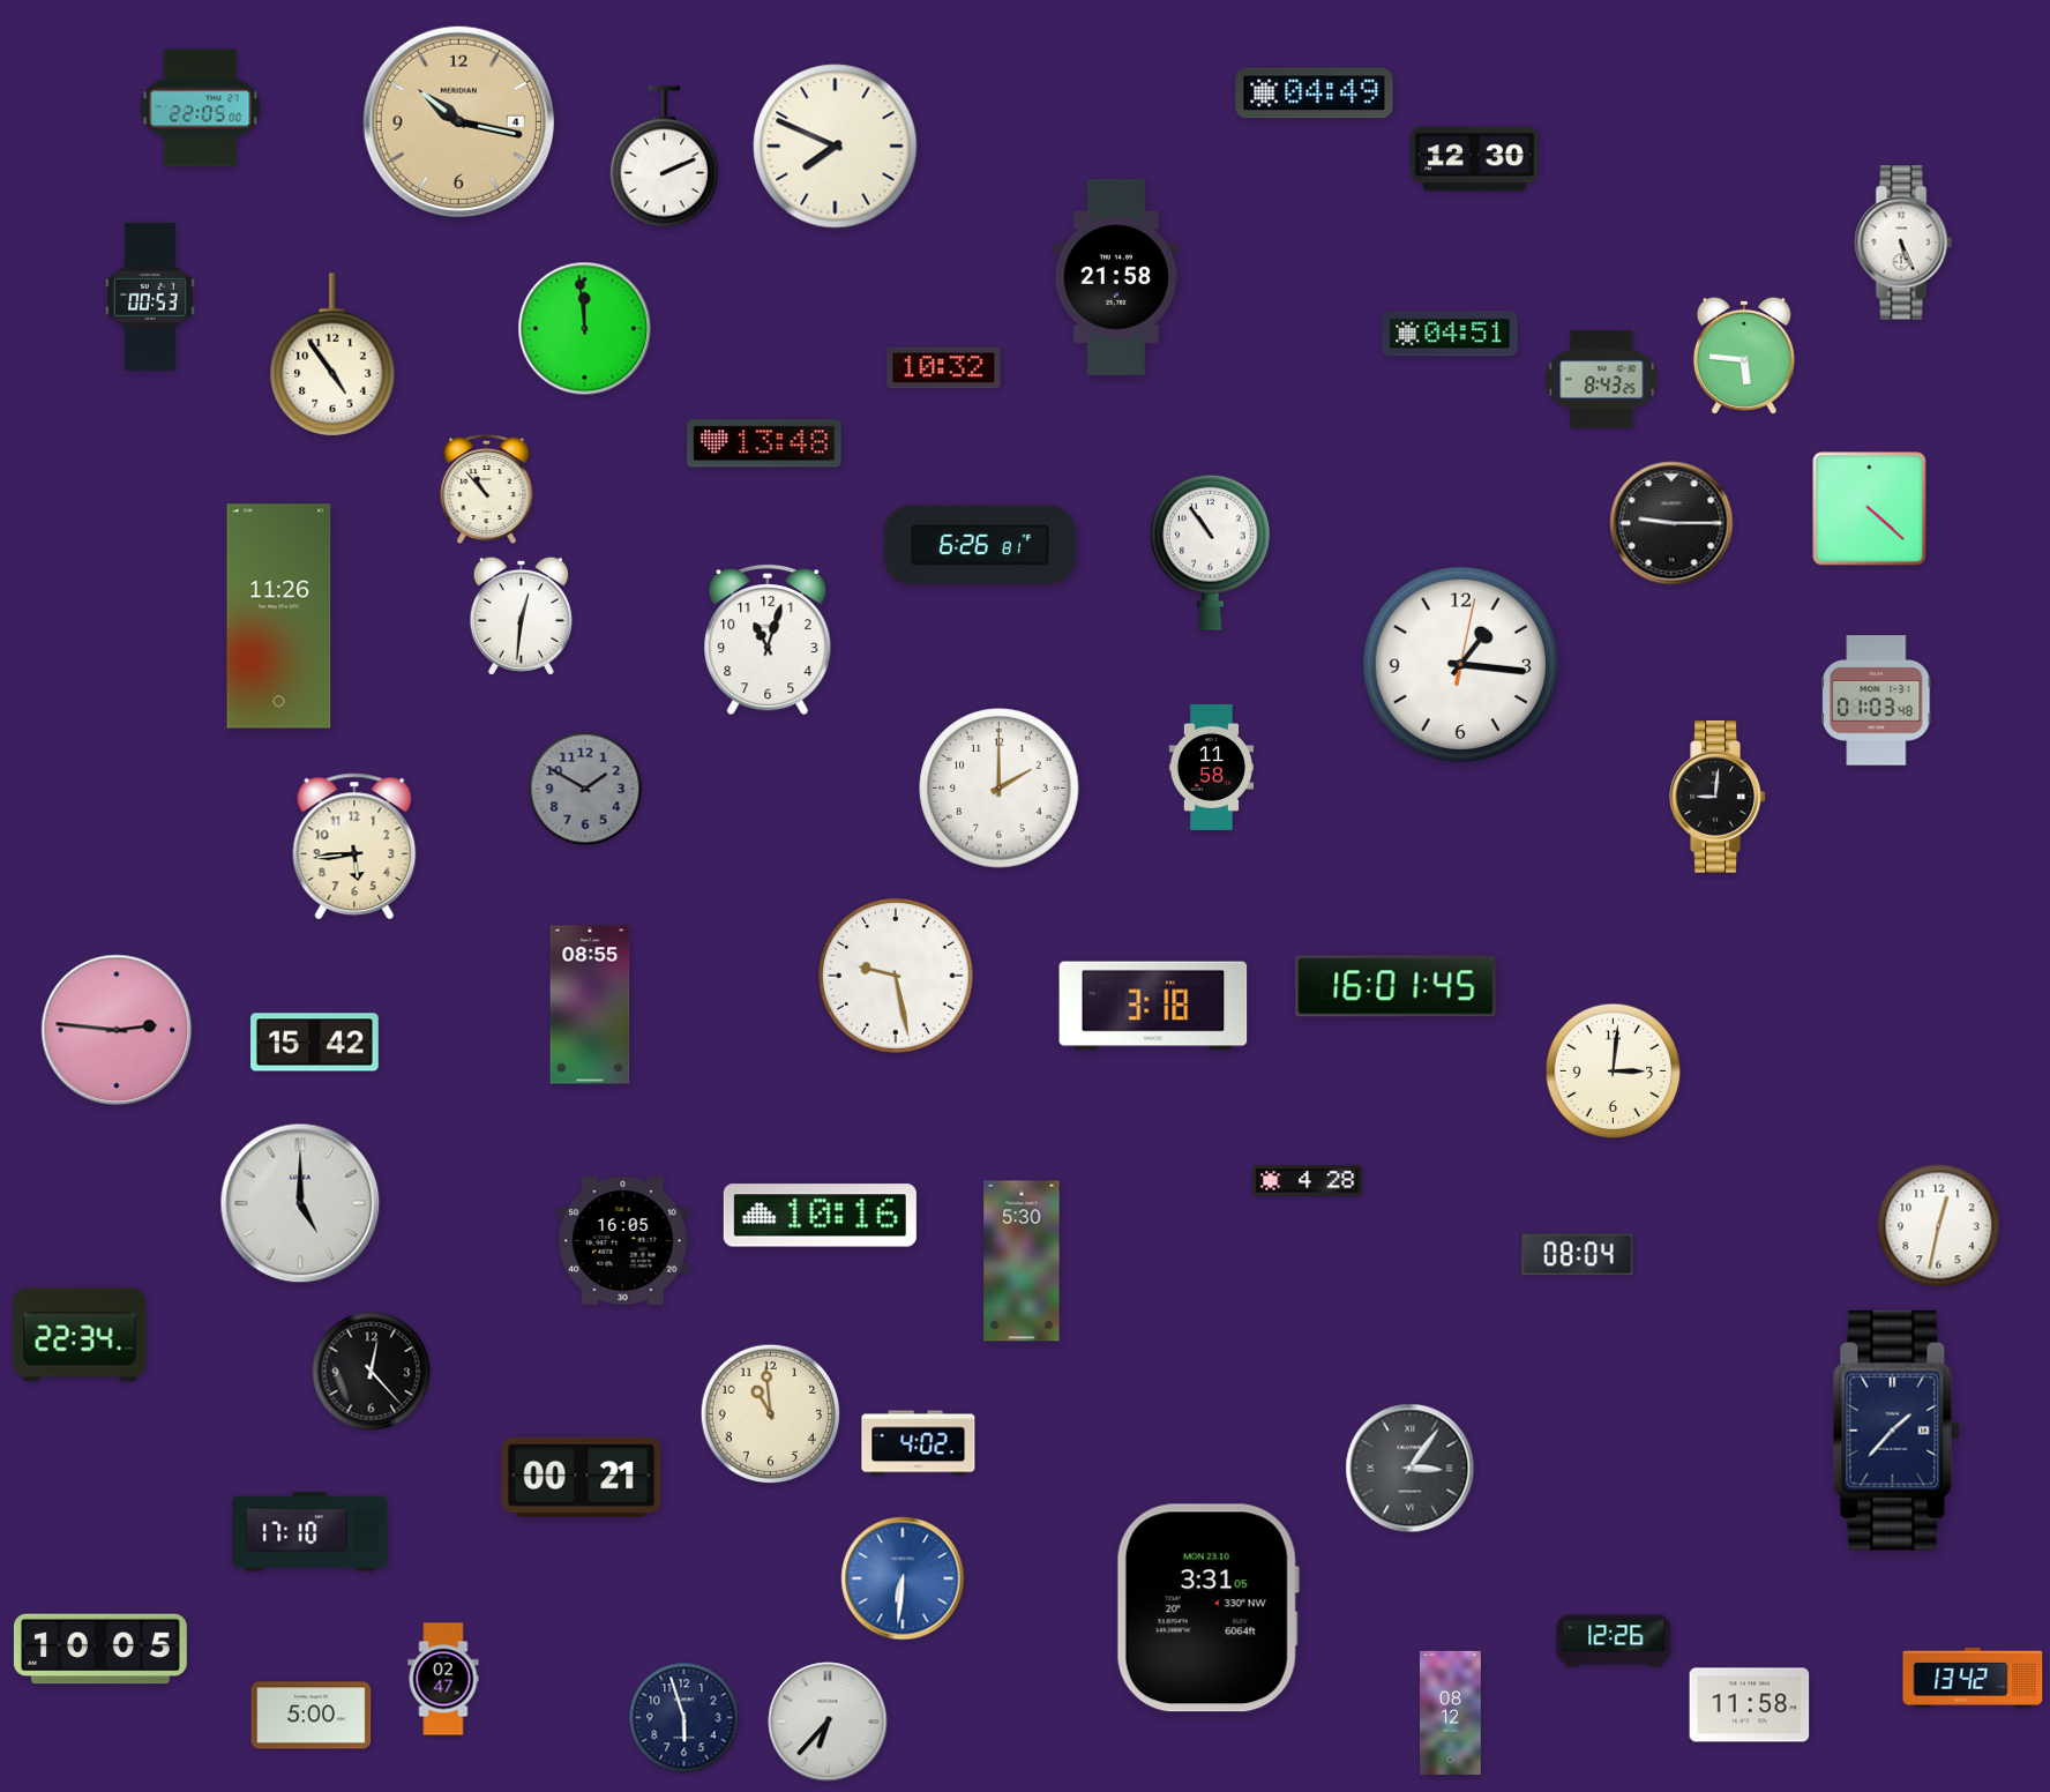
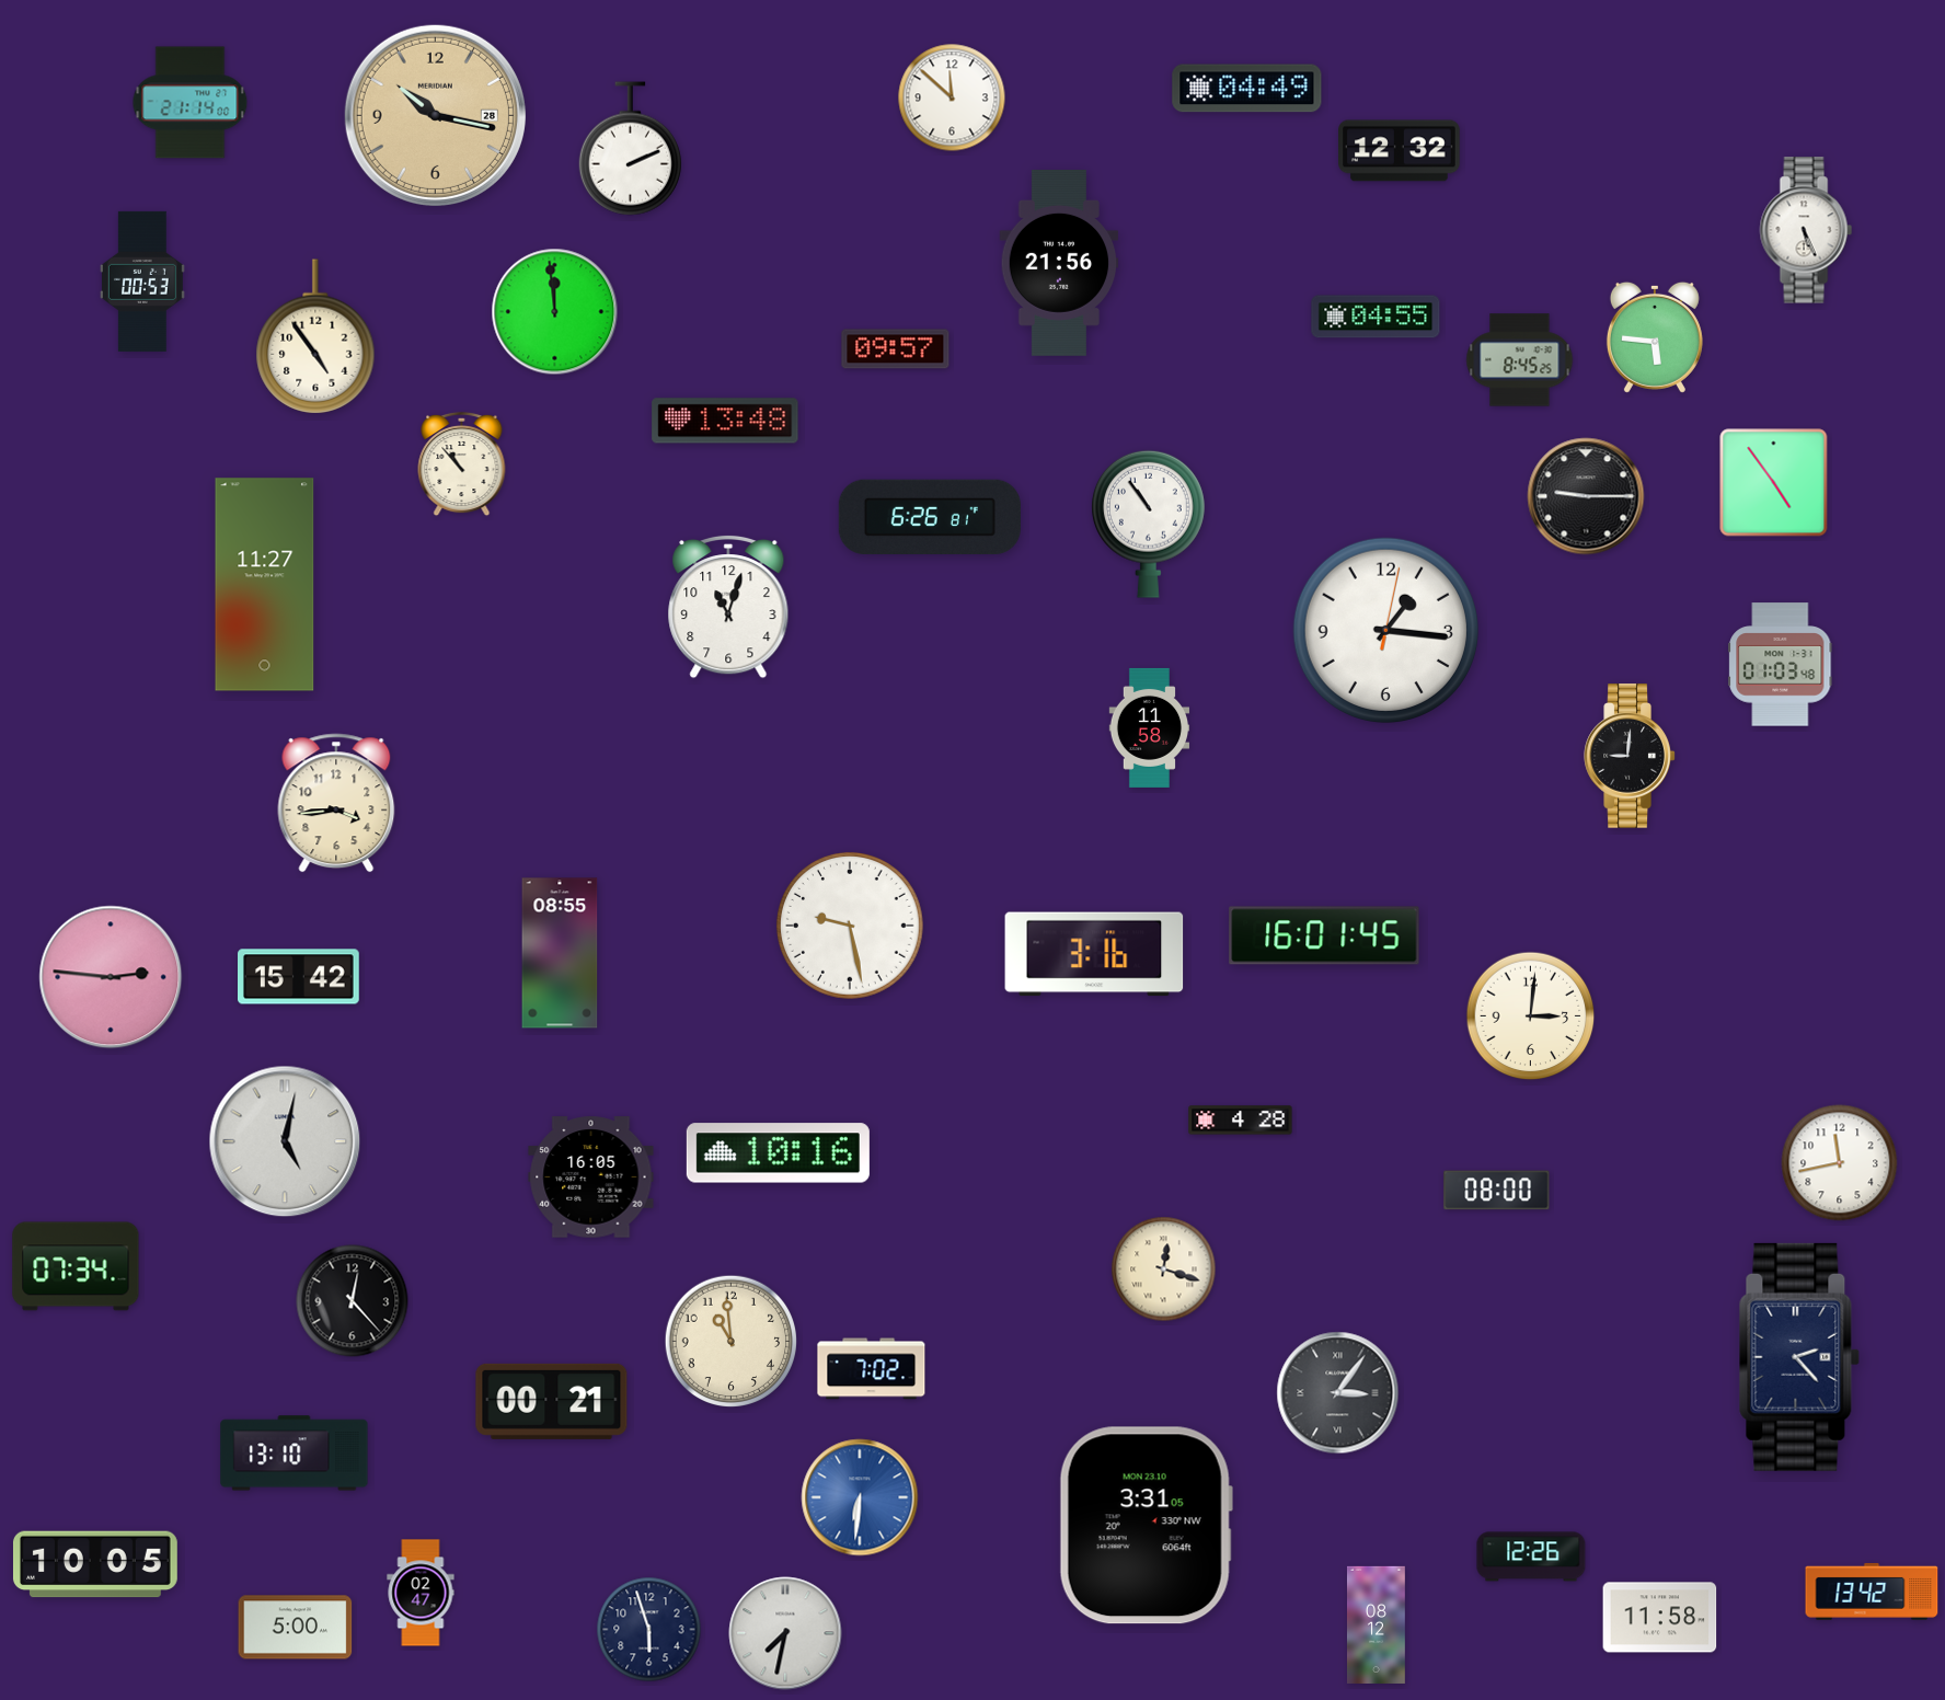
clock at (952, 97): none -> 11:52
clock at (201, 109): 22:05 -> 21:14
clock at (458, 121) date: 4 -> 28
clock at (836, 147): 7:49 -> none
clock at (1475, 159): 12:30 -> 12:32
clock at (1116, 278): 21:58 -> 21:56
clock at (1450, 334): 04:51 -> 04:55
clock at (944, 368): 10:32 -> 09:57
clock at (1602, 380): 8:43 -> 8:45
clock at (1870, 509): 4:22 -> 4:54
clock at (521, 615): 12:31 -> none
clock at (279, 617): 11:26 -> 11:27
clock at (585, 789): 1:50 -> none
clock at (1000, 789): 2:00 -> none
clock at (354, 846): 5:44 -> 3:44
clock at (1153, 1006): 3:18 -> 3:16
clock at (315, 1043) position: (315, 1043) -> (299, 977)
clock at (300, 1203): 5:00 -> 5:02
clock at (1939, 1226): 12:32 -> 11:43
clock at (1578, 1255): 08:04 -> 08:00
clock at (1022, 1261): 5:30 -> none
clock at (80, 1335): 22:34 -> 07:34
clock at (1164, 1270): none -> 12:18
clock at (1896, 1431): 1:37 -> 2:23
clock at (919, 1443): 4:02 -> 7:02
clock at (311, 1532): 17:10 -> 13:10
clock at (903, 1578) position: (903, 1578) -> (860, 1497)
clock at (828, 1722): 6:37 -> 7:32
